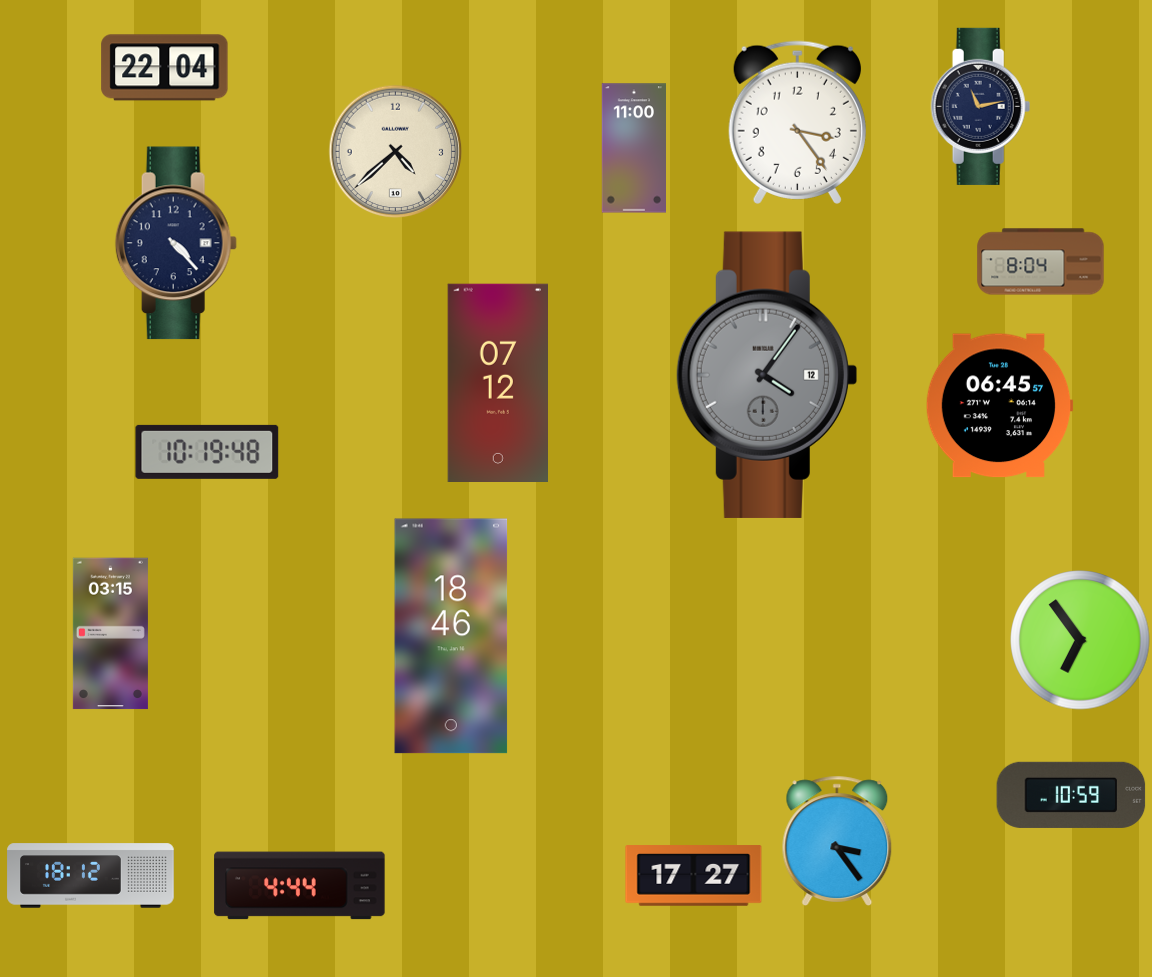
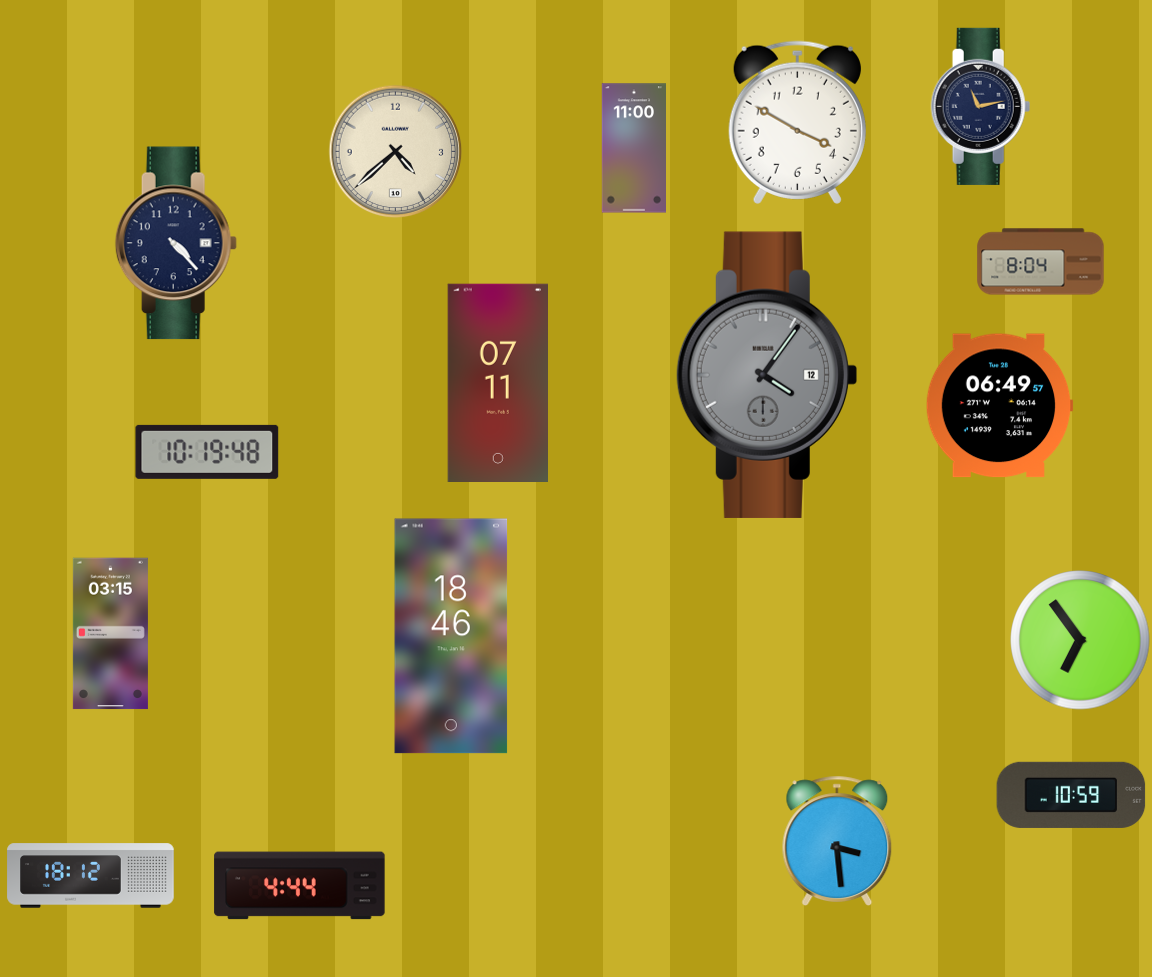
clock at (165, 68): 22:04 -> none
clock at (797, 122): 3:24 -> 3:50
clock at (497, 382): 07:12 -> 07:11
clock at (999, 406): 06:45 -> 06:49
clock at (837, 840): 3:24 -> 3:29
clock at (694, 876): 17:27 -> none
